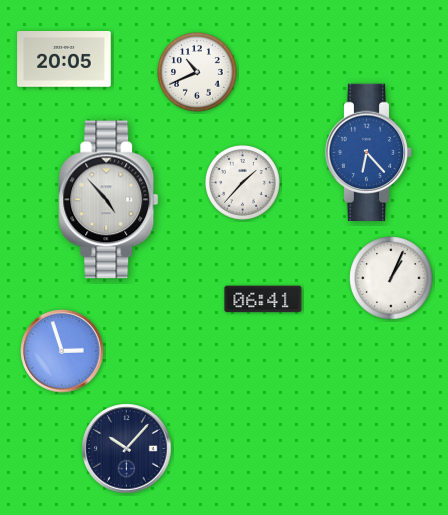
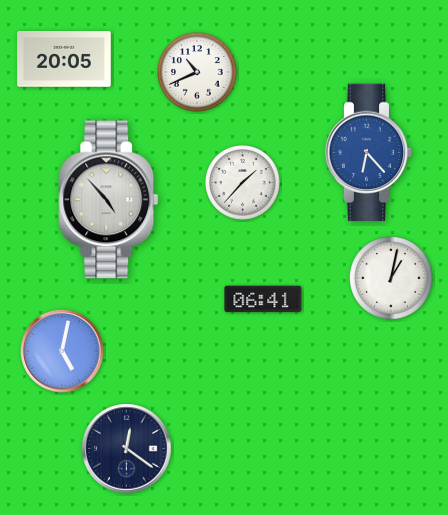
clock at (391, 278): 1:04 -> 1:02
clock at (62, 351): 2:57 -> 5:02
clock at (127, 449): 10:07 -> 12:21
